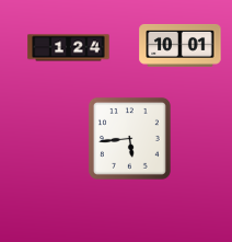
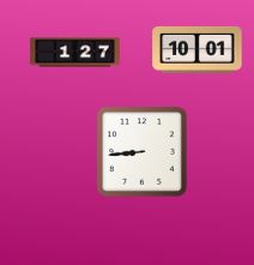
clock at (69, 48): 1:24 -> 1:27
clock at (129, 138): 5:44 -> 8:44
